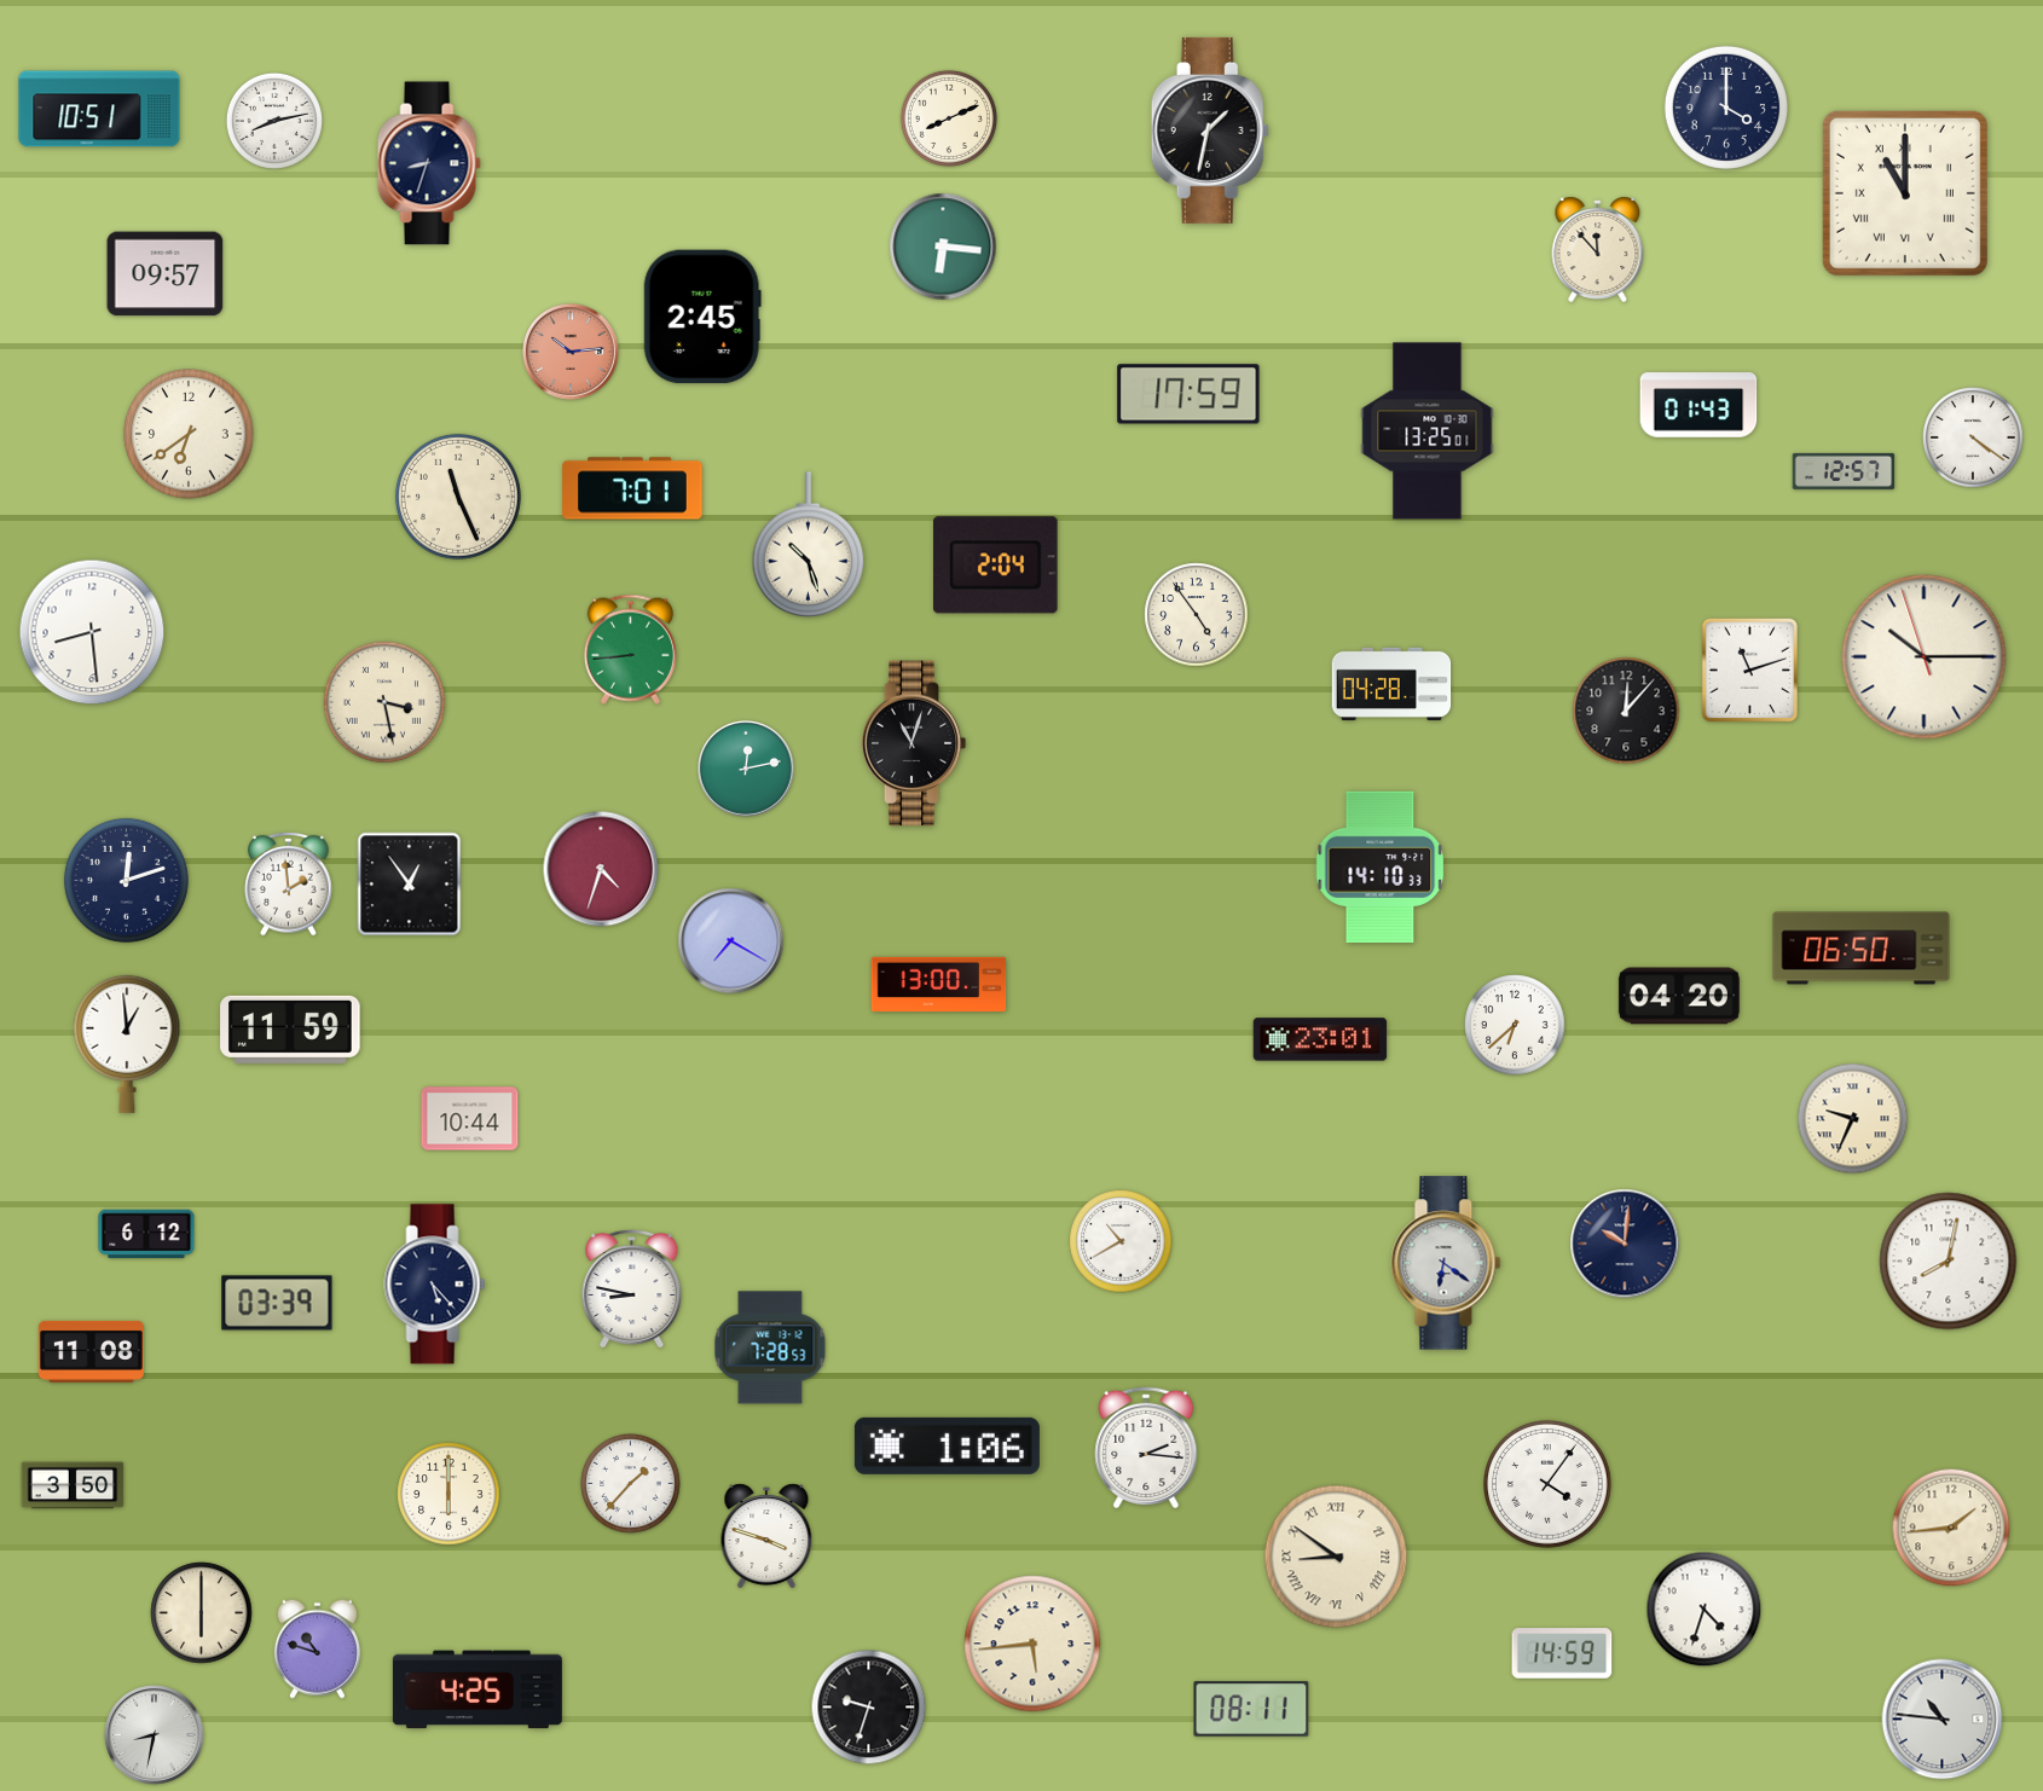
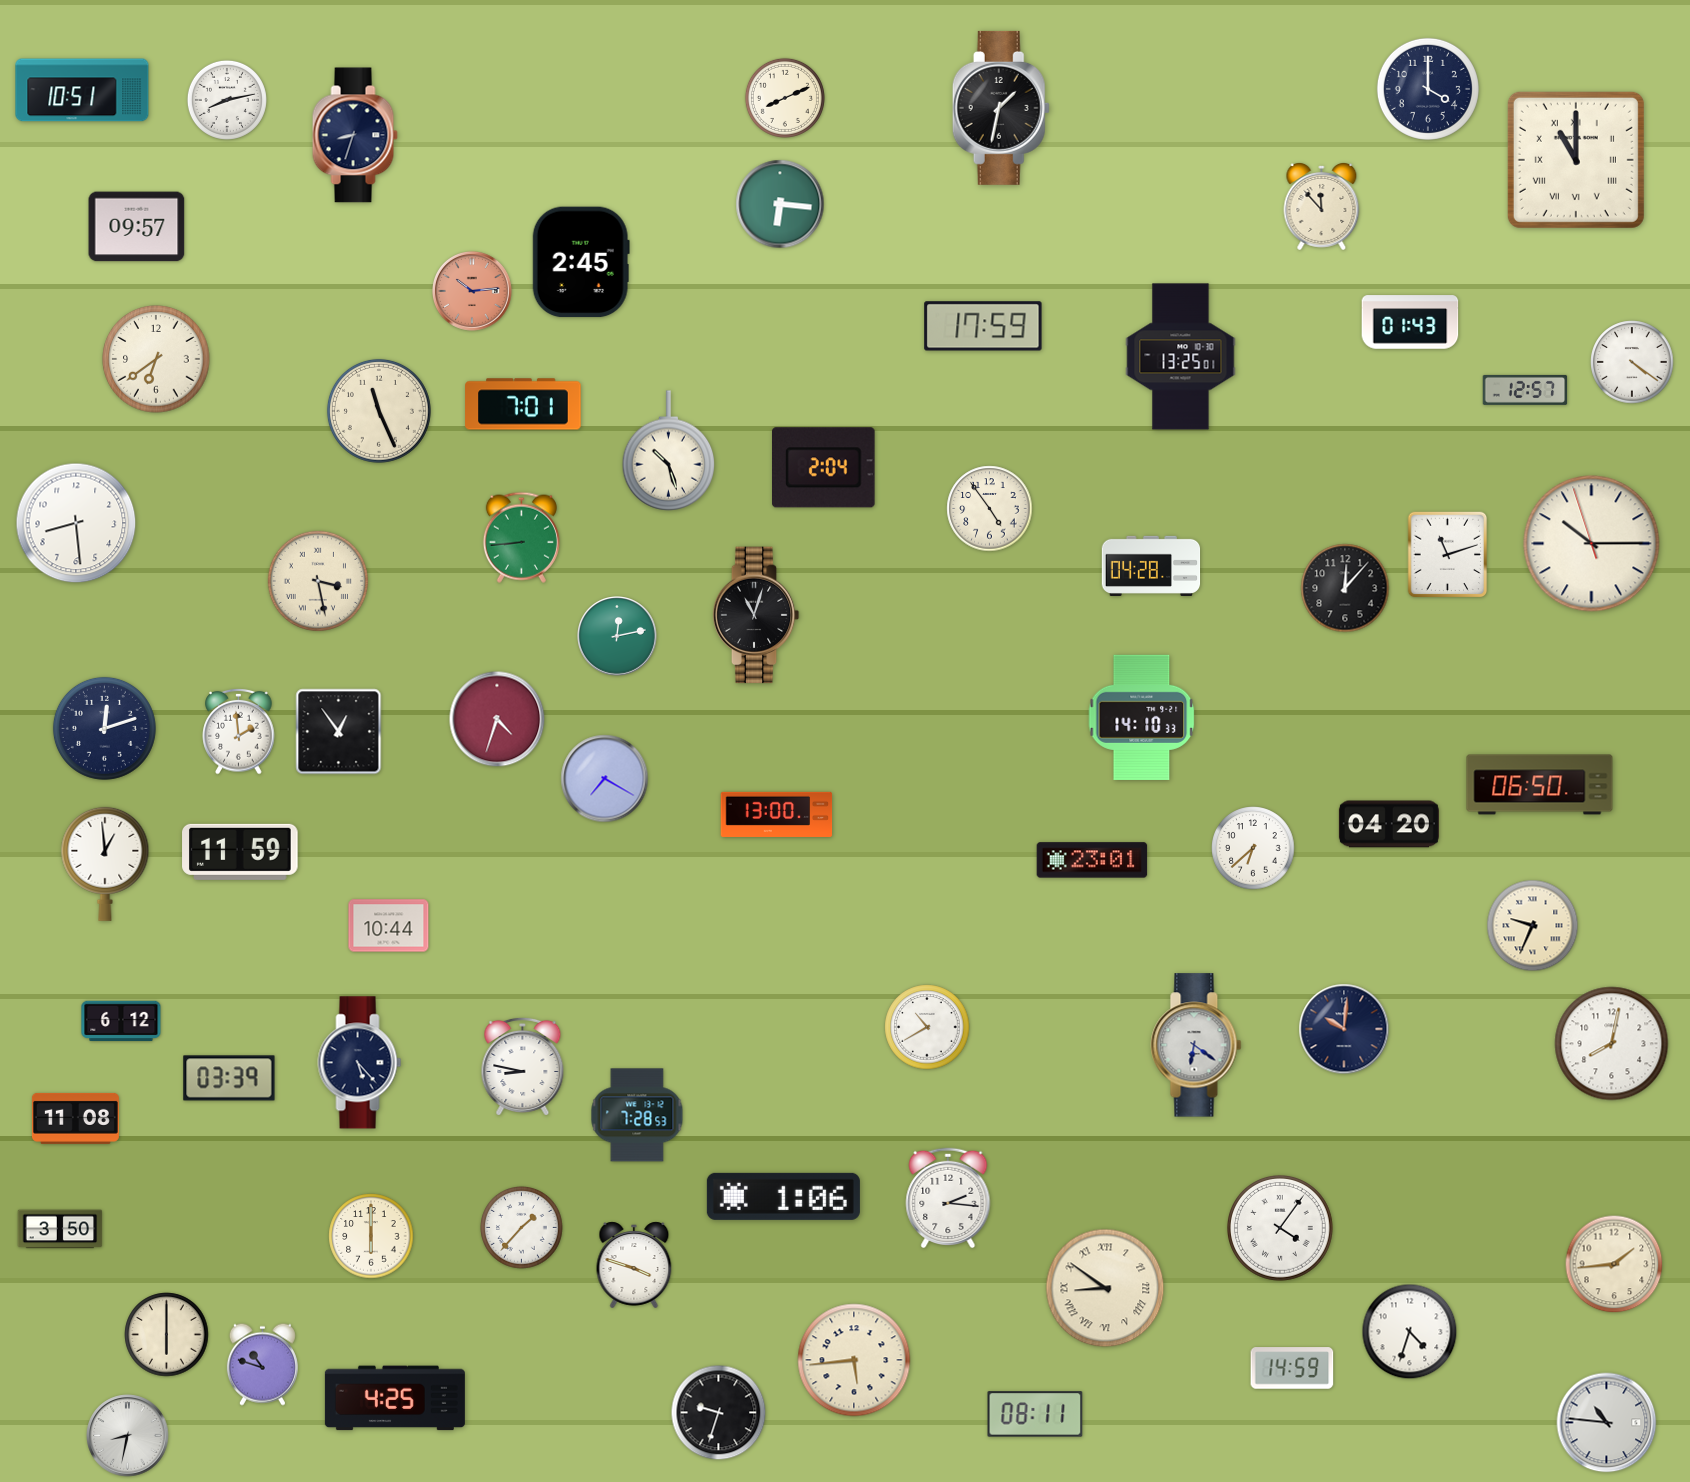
clock at (1698, 405) position: (1698, 405) -> (1410, 322)
clock at (766, 1536) position: (766, 1536) -> (634, 1265)
